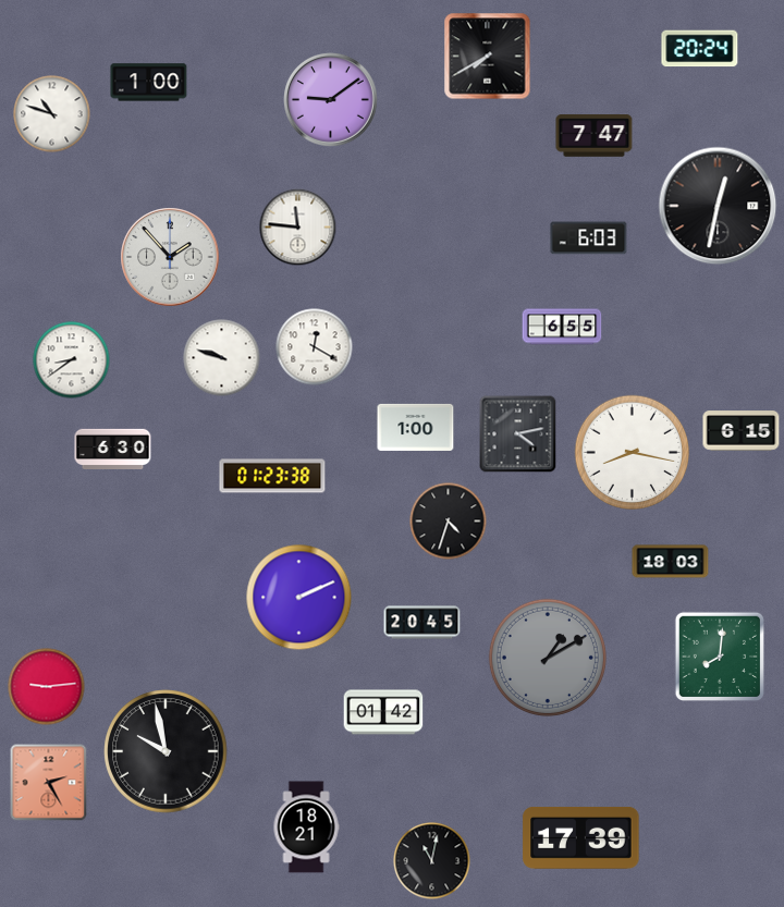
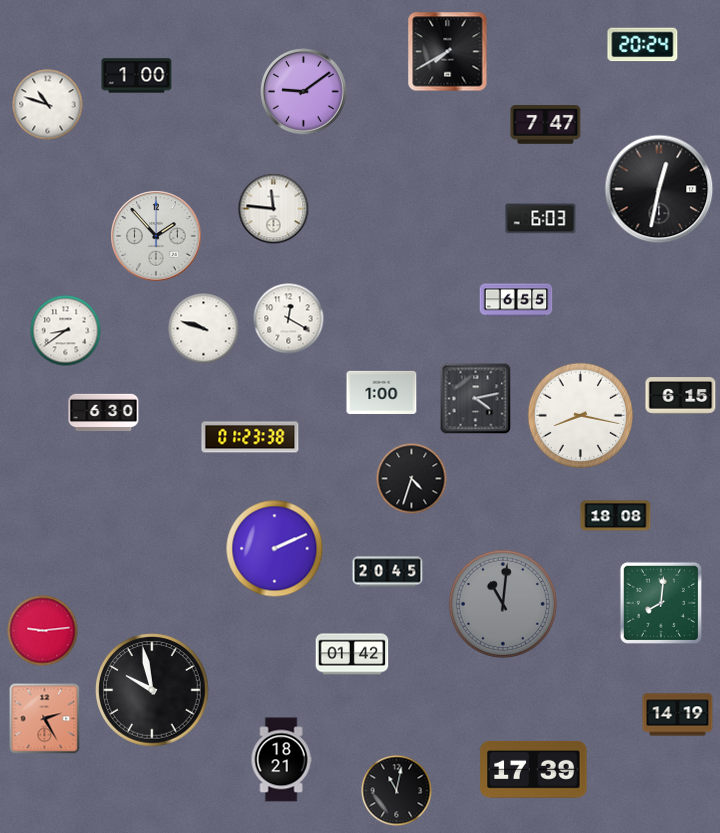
clock at (671, 562): 18:03 -> 18:08
clock at (548, 658): 1:10 -> 11:01
clock at (678, 715): none -> 14:19
